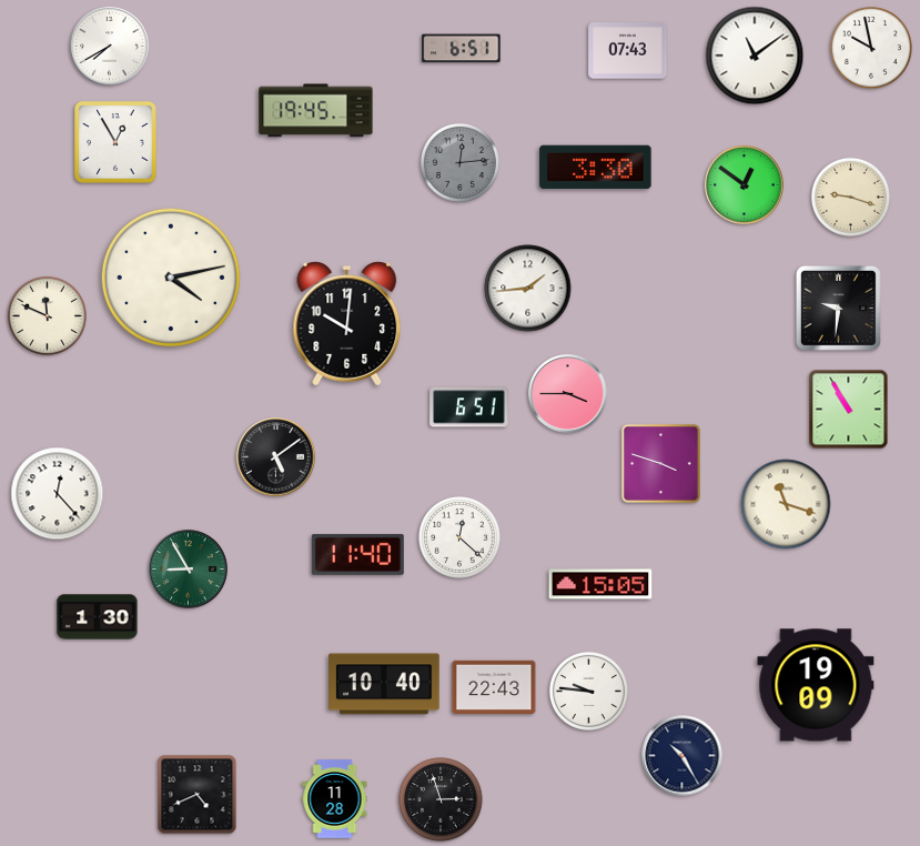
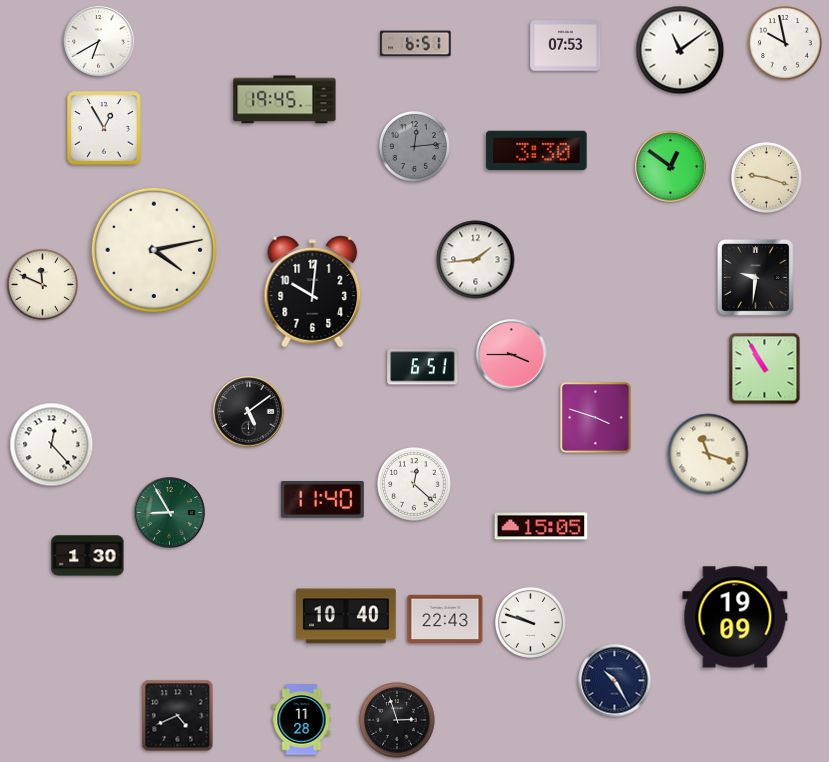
clock at (110, 47): 7:40 -> 6:40
clock at (628, 51): 07:43 -> 07:53
clock at (588, 691): 9:46 -> 9:48
